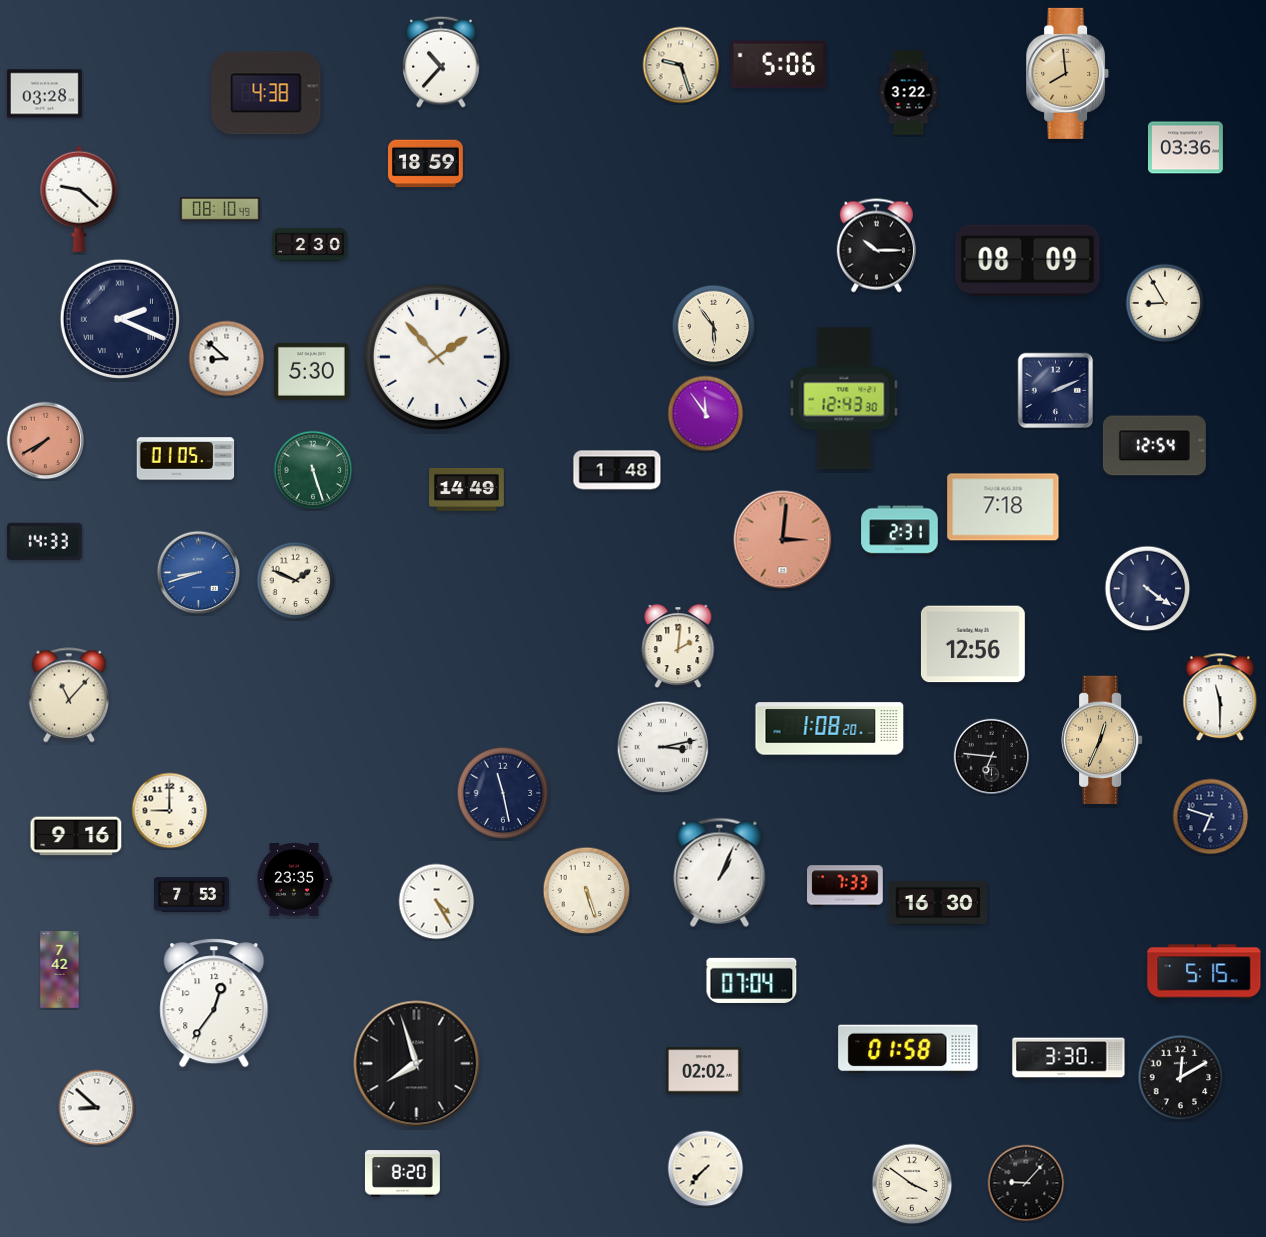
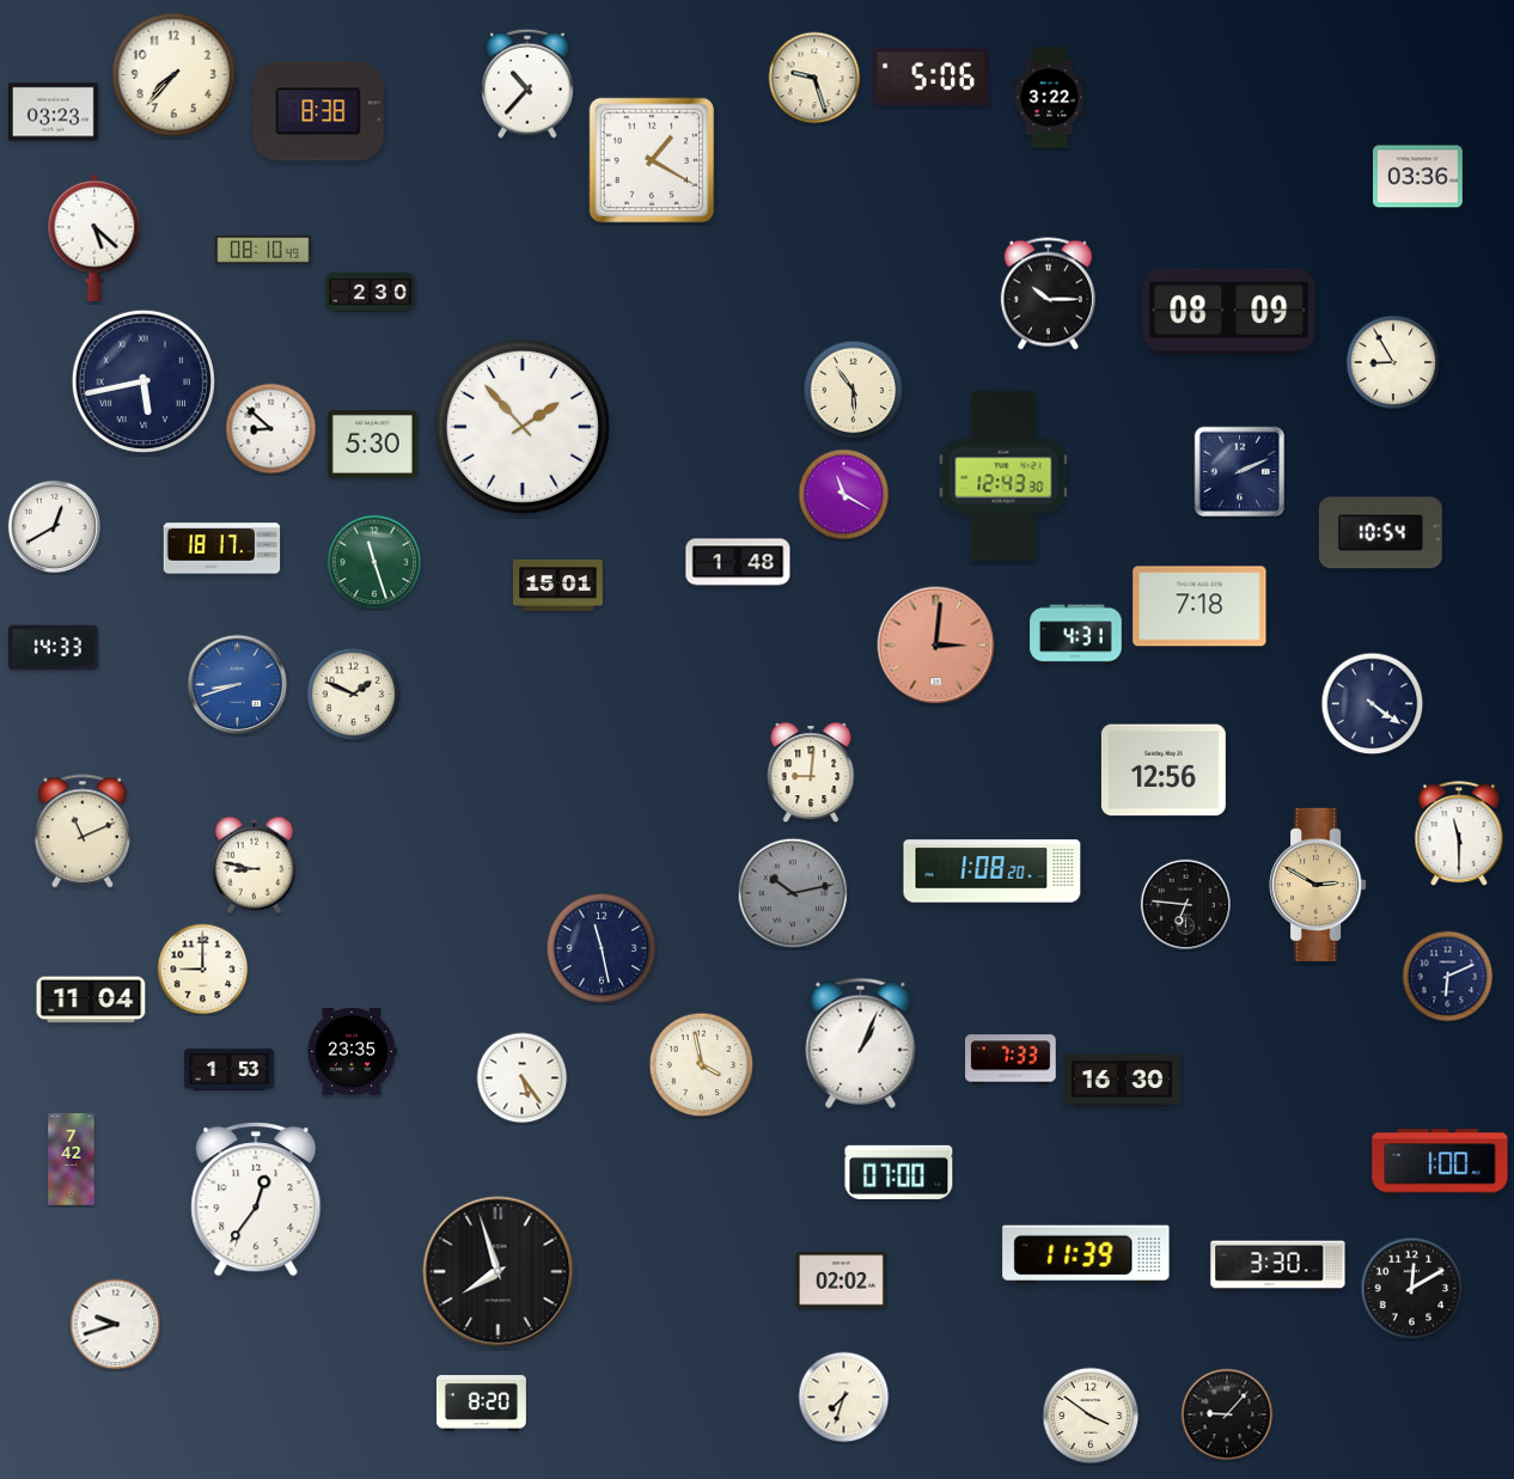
clock at (441, 62) position: (441, 62) -> (527, 84)
clock at (175, 75): none -> 7:37
clock at (1068, 73): 7:59 -> none
clock at (266, 93): 4:38 -> 8:38
clock at (909, 93) position: (909, 93) -> (1050, 98)
clock at (45, 94): 03:28 -> 03:23
clock at (652, 160): none -> 1:20
clock at (426, 164): 18:59 -> none
clock at (79, 199): 9:22 -> 5:22
clock at (120, 319): 2:19 -> 5:43
clock at (1056, 391) position: (1056, 391) -> (1240, 472)
clock at (844, 398) position: (844, 398) -> (1003, 476)
clock at (706, 414): 11:54 -> 11:20
clock at (46, 441): 7:40 -> 12:40
clock at (46, 441) dial: salmon -> white
clock at (1154, 446): 12:54 -> 10:54
clock at (186, 459): 01:05 -> 18:17
clock at (313, 470): 5:27 -> 11:27
clock at (467, 489): 14:49 -> 15:01
clock at (900, 531): 2:31 -> 4:31
clock at (678, 647): 2:01 -> 9:01
clock at (68, 695): 11:07 -> 11:11
clock at (255, 864): none -> 8:47
clock at (1102, 740): 12:34 -> 2:50
clock at (663, 747): 3:13 -> 10:13
clock at (663, 747) dial: white -> grey
clock at (1211, 817): 6:48 -> 6:11
clock at (76, 836): 9:16 -> 11:04
clock at (587, 891): 5:27 -> 3:58
clock at (192, 895): 7:53 -> 1:53
clock at (437, 902): 4:25 -> 5:24
clock at (1204, 972): 5:15 -> 1:00
clock at (752, 980): 07:04 -> 07:00
clock at (908, 1049): 01:58 -> 11:39
clock at (97, 1108): 8:52 -> 9:42
clock at (706, 1169): 7:37 -> 7:33
